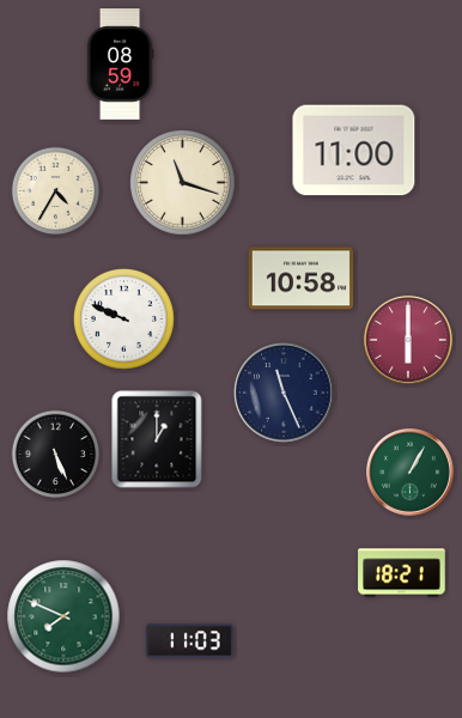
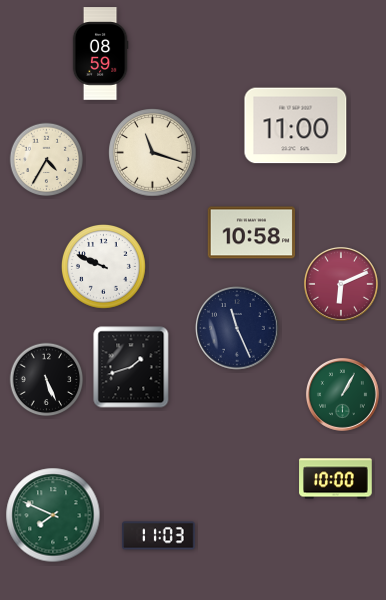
clock at (408, 340): 6:00 -> 6:11
clock at (157, 439): 1:00 -> 1:42
clock at (402, 573): 18:21 -> 10:00
